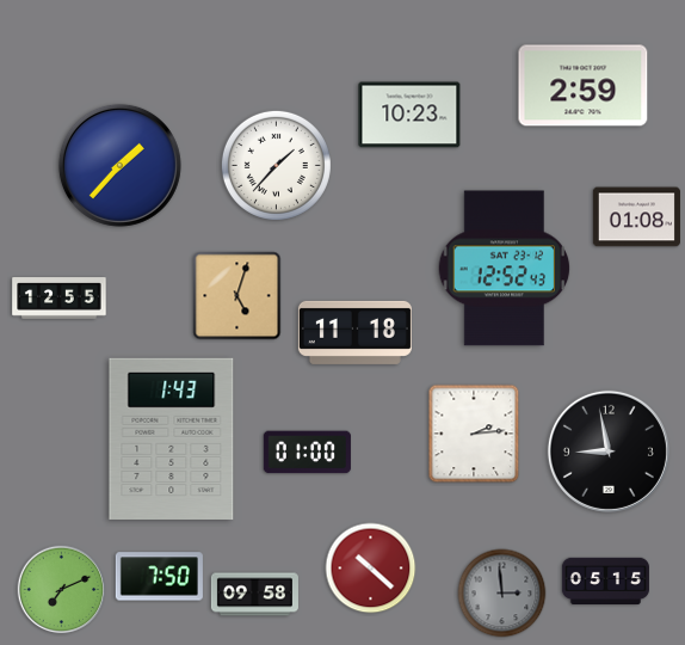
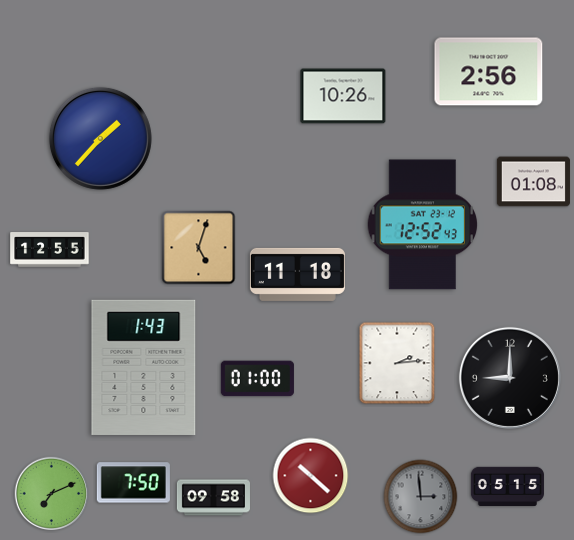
clock at (584, 86): 2:59 -> 2:56
clock at (409, 115): 10:23 -> 10:26
clock at (276, 165): 1:37 -> none
clock at (354, 332) position: (354, 332) -> (297, 274)
clock at (609, 451): 8:58 -> 9:00
